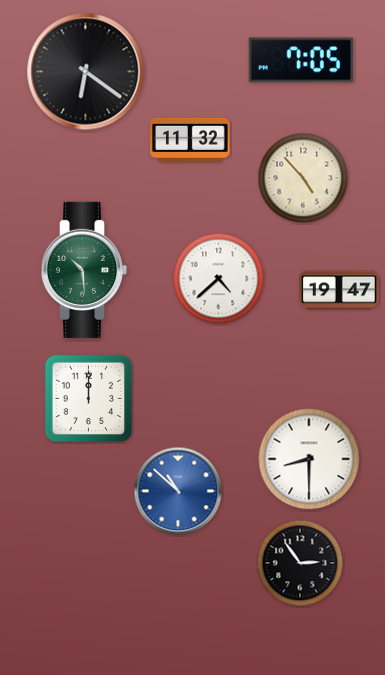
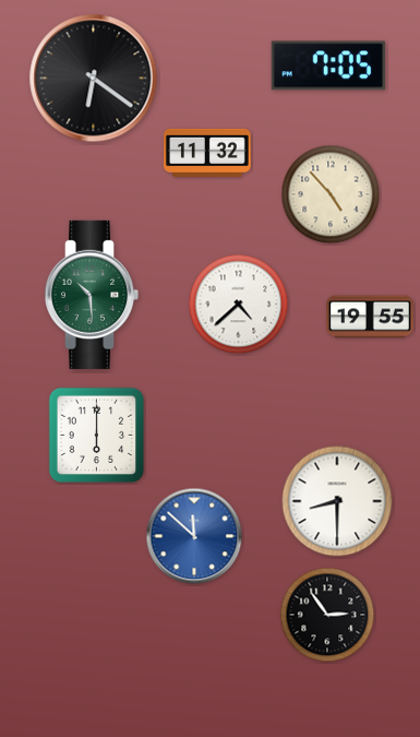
clock at (339, 290): 19:47 -> 19:55
clock at (89, 399): 12:00 -> 6:00
clock at (178, 491): 10:52 -> 11:52
